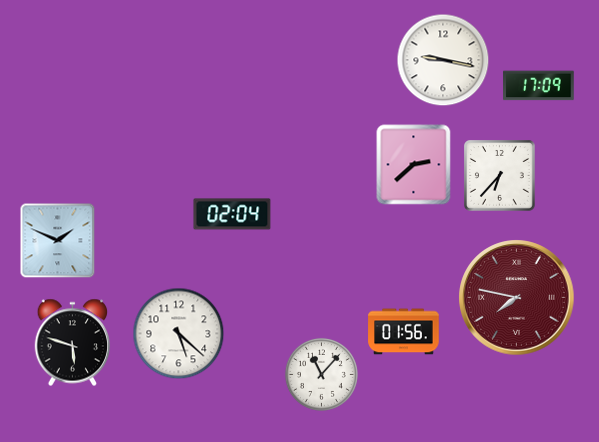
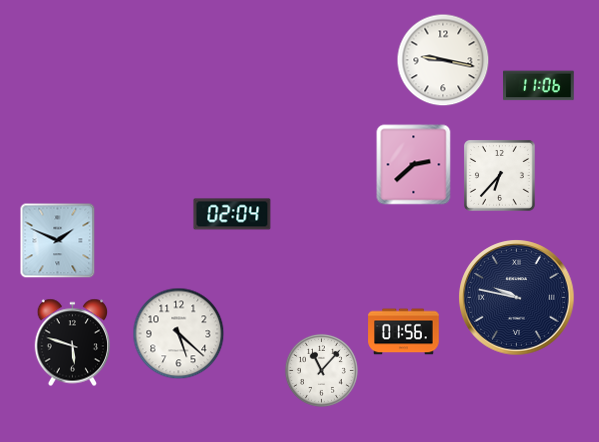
clock at (539, 86): 17:09 -> 11:06
clock at (517, 298): 7:47 -> 9:47
clock at (517, 298) dial: burgundy -> navy
clock at (321, 374) position: (321, 374) -> (321, 370)
